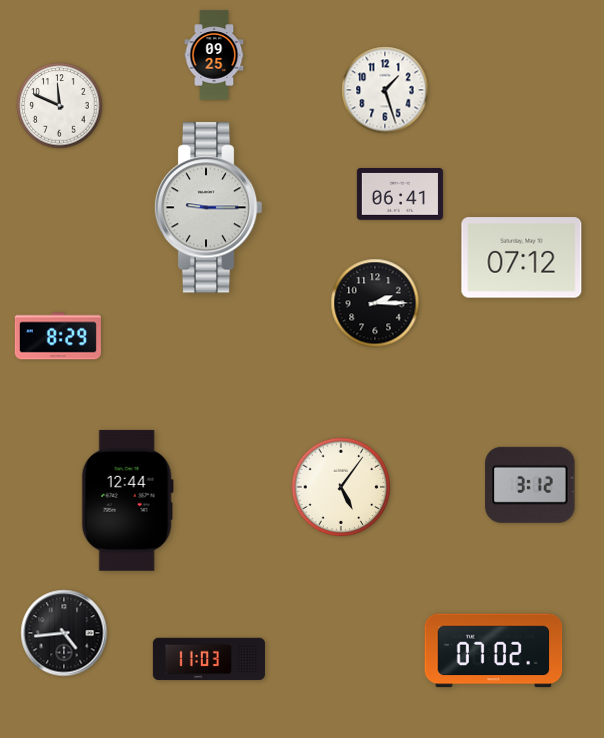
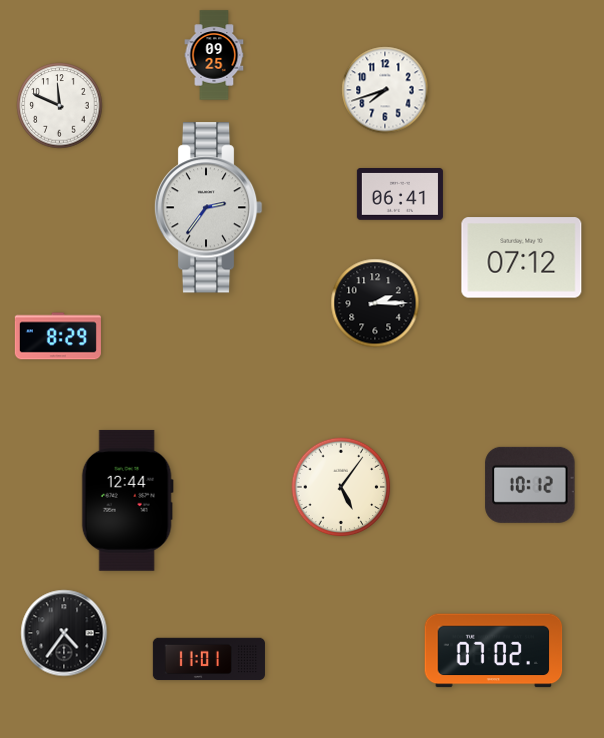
clock at (385, 90): 1:27 -> 7:42
clock at (208, 208): 9:15 -> 2:36
clock at (530, 485): 3:12 -> 10:12
clock at (64, 633): 4:44 -> 4:36
clock at (209, 659): 11:03 -> 11:01
